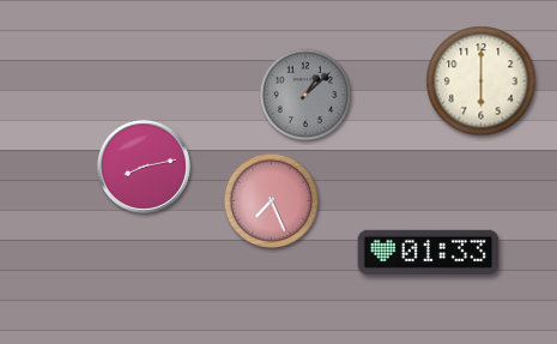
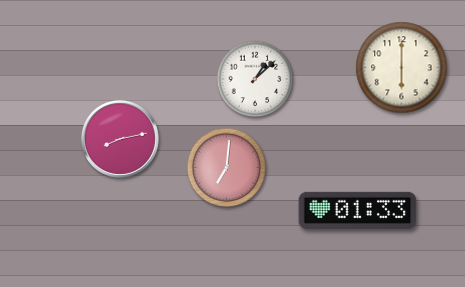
clock at (305, 95) dial: grey -> white
clock at (271, 200): 7:26 -> 7:01
